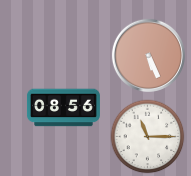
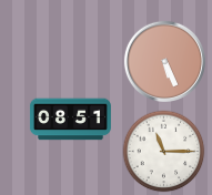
clock at (63, 108): 08:56 -> 08:51
